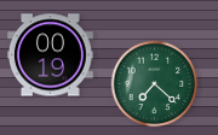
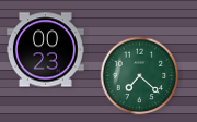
clock at (50, 55): 00:19 -> 00:23
